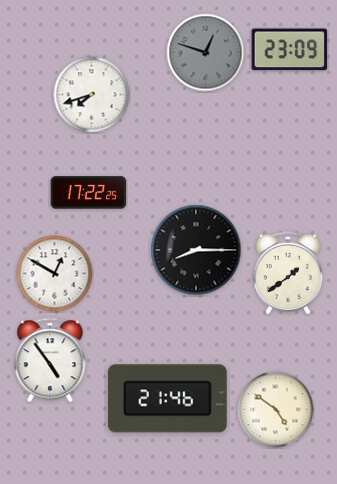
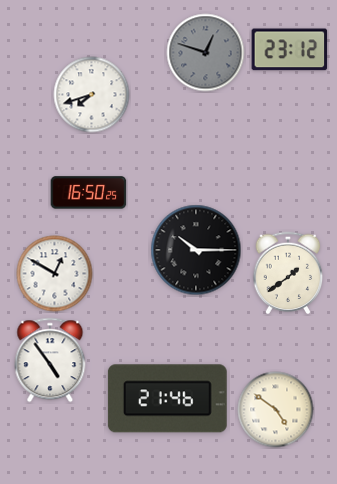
clock at (290, 50): 23:09 -> 23:12
clock at (89, 193): 17:22 -> 16:50
clock at (196, 250): 8:15 -> 10:15
